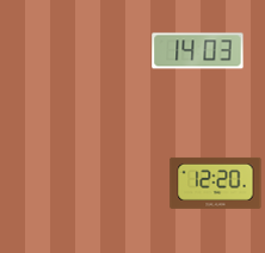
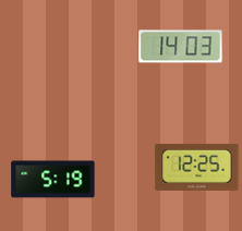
clock at (216, 183): 12:20 -> 12:25
clock at (53, 180): none -> 5:19
